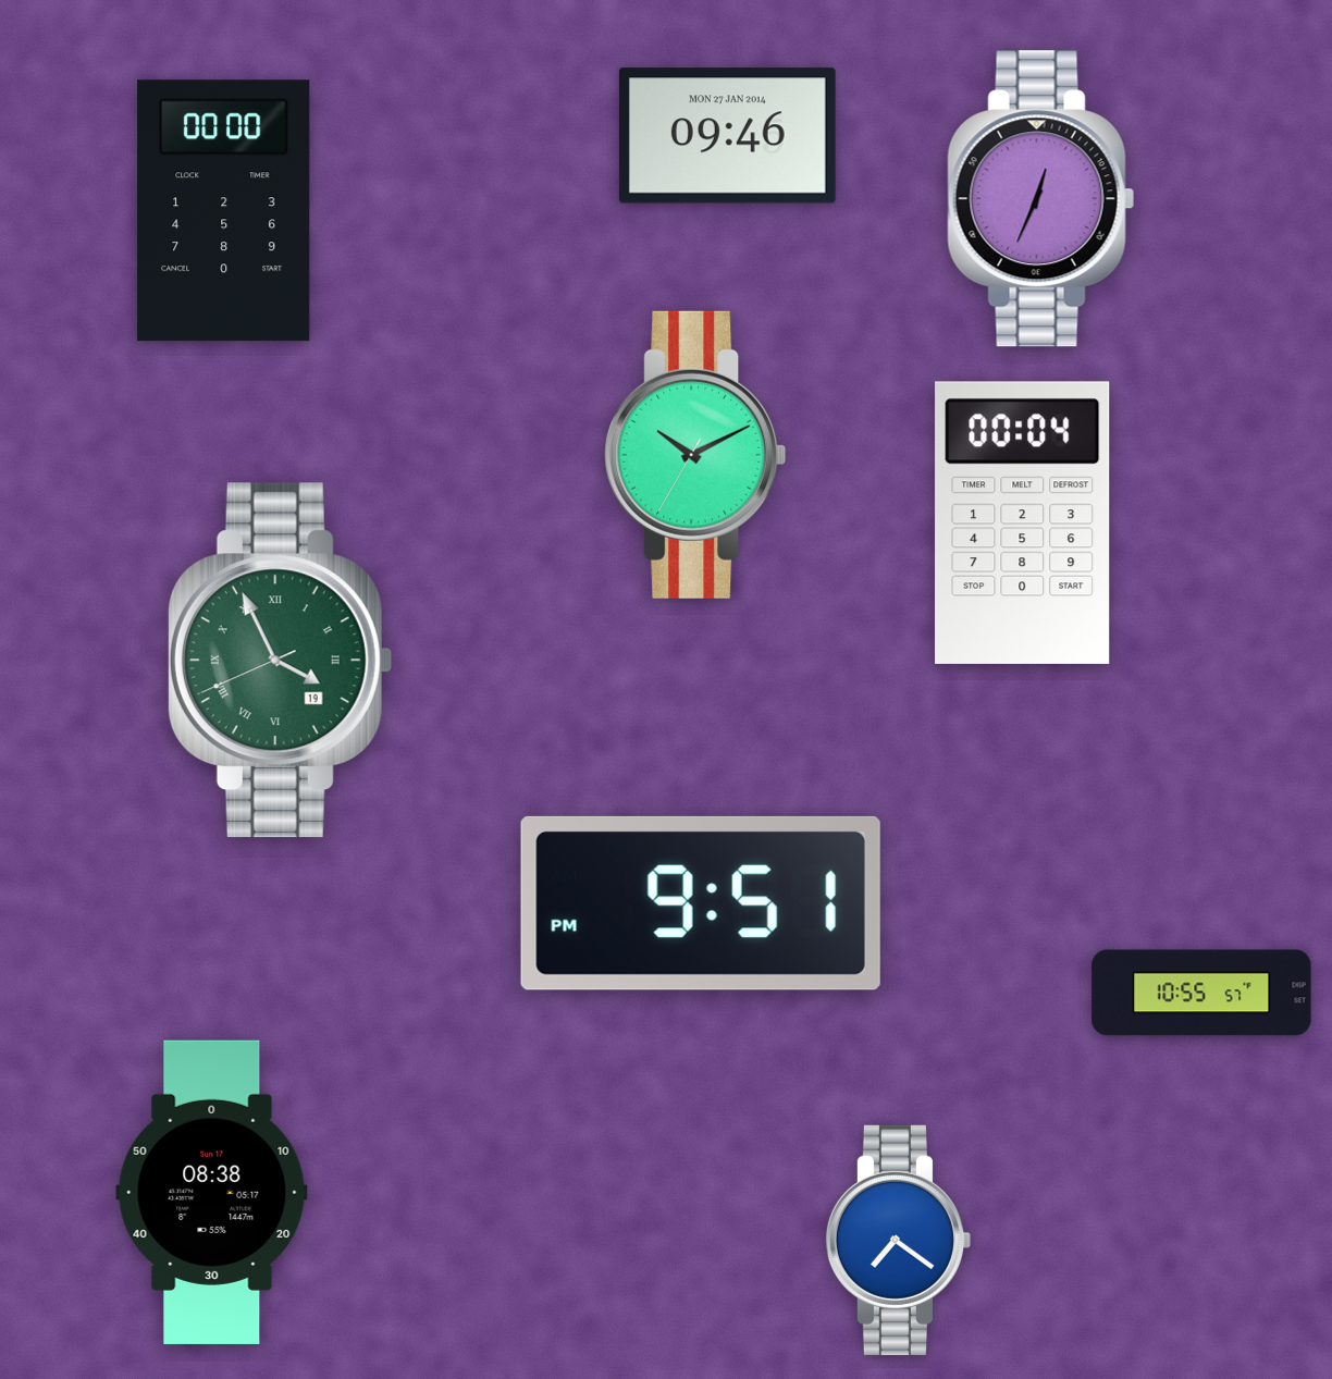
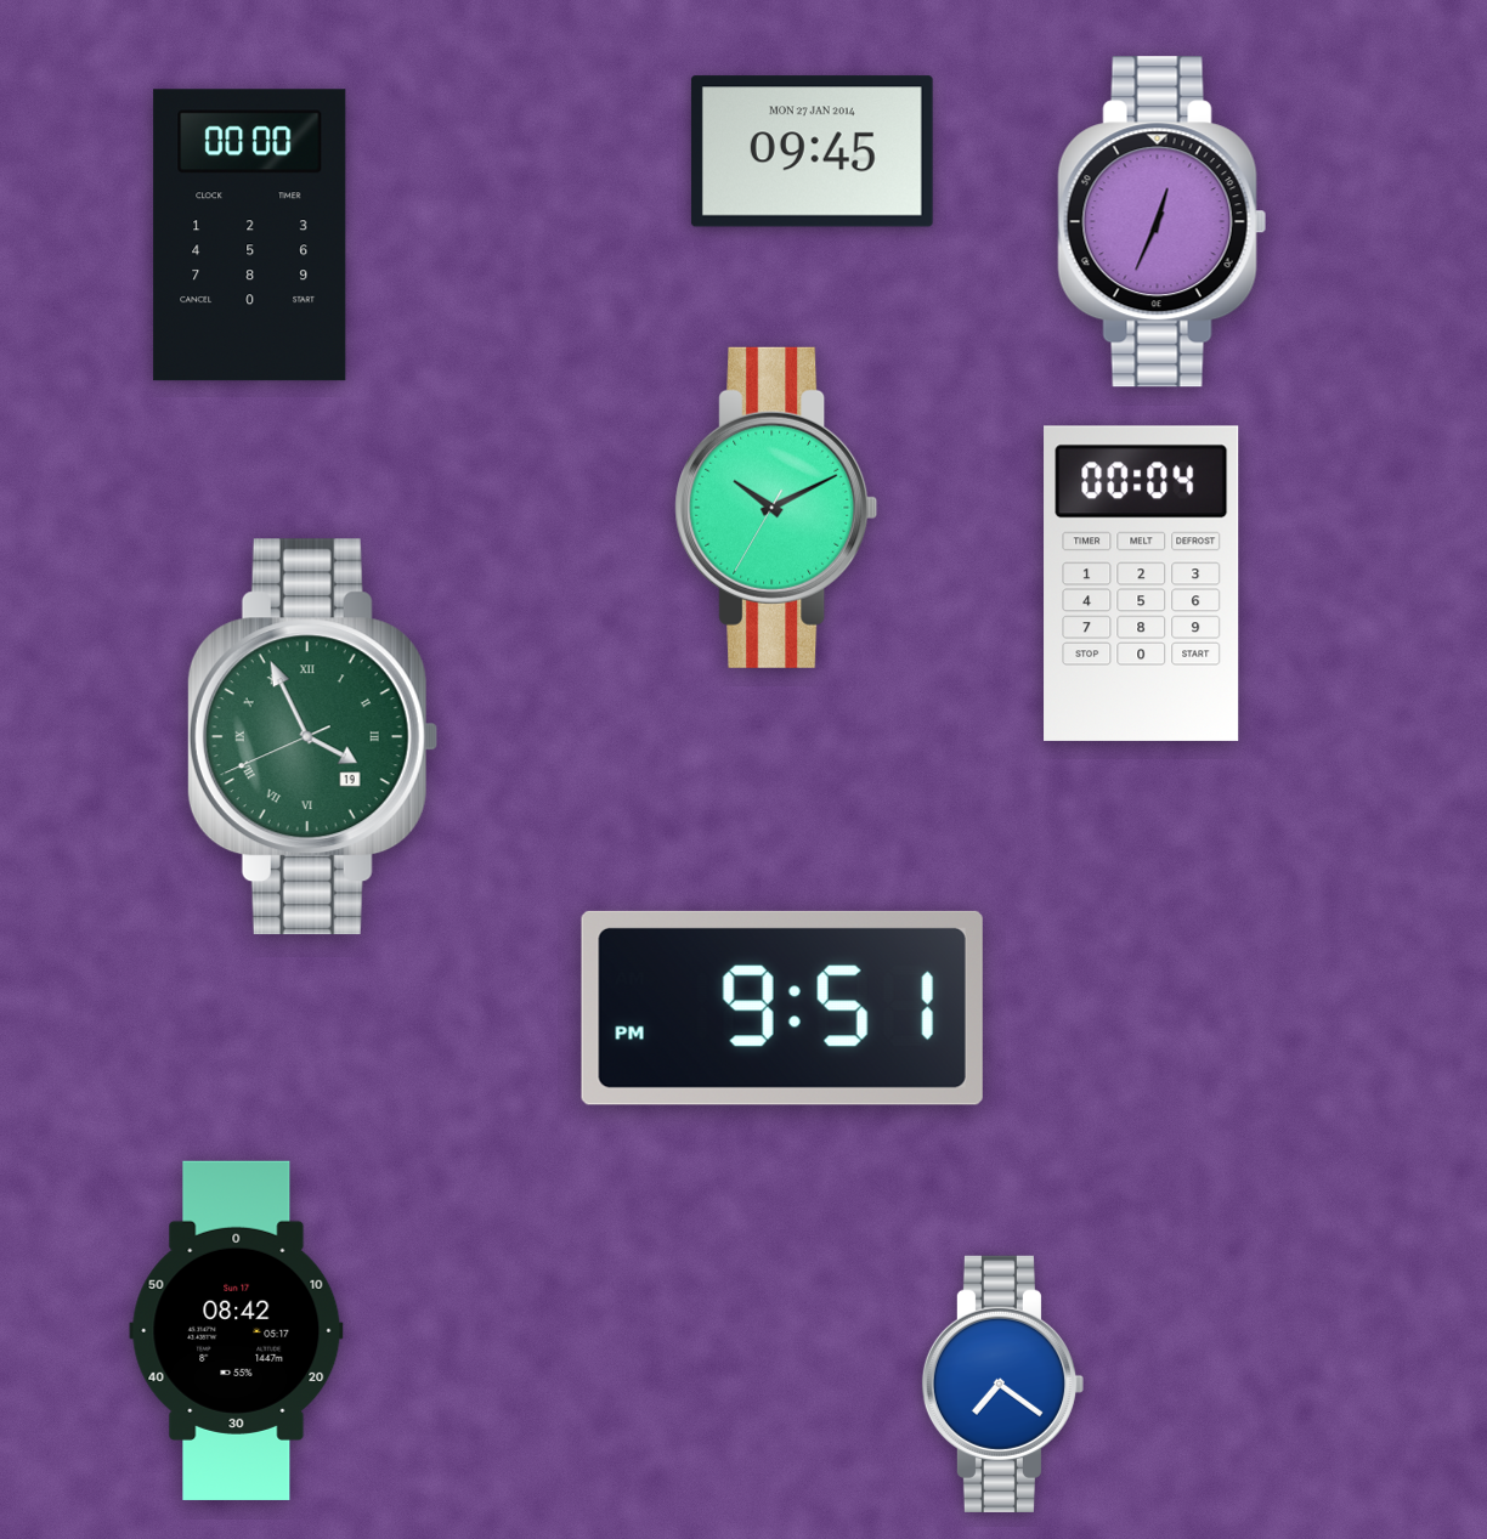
clock at (727, 136): 09:46 -> 09:45
clock at (1201, 993): 10:55 -> none
clock at (212, 1192): 08:38 -> 08:42
